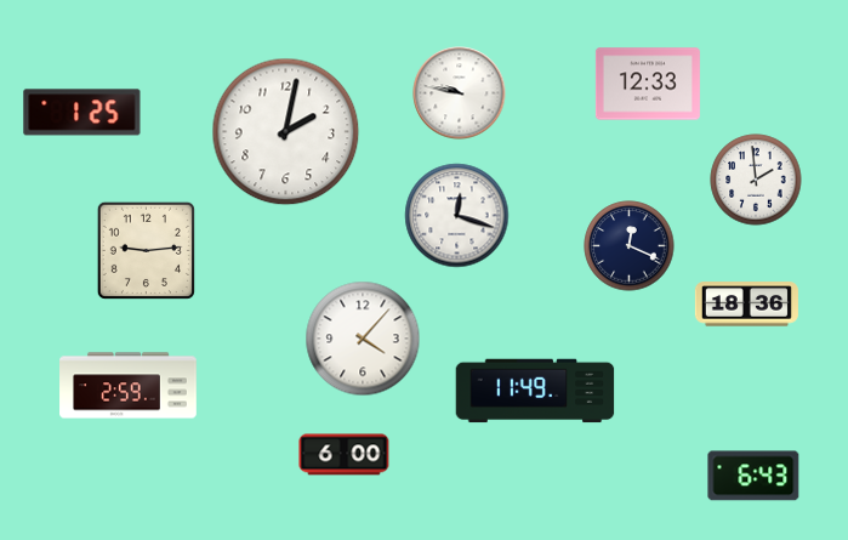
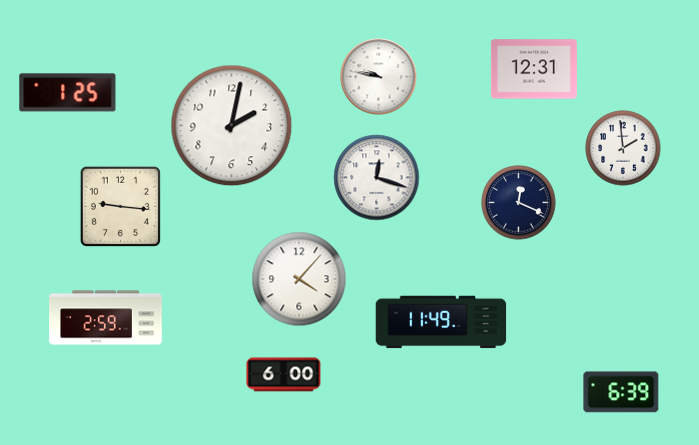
clock at (648, 84): 12:33 -> 12:31
clock at (286, 132) position: (286, 132) -> (232, 126)
clock at (146, 250): 9:14 -> 9:16
clock at (746, 305): 18:36 -> none
clock at (753, 476): 6:43 -> 6:39
